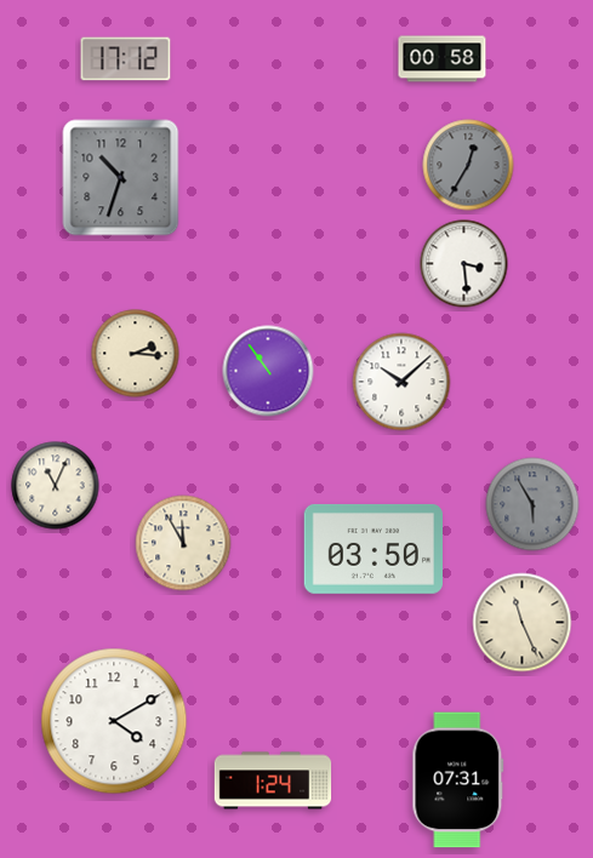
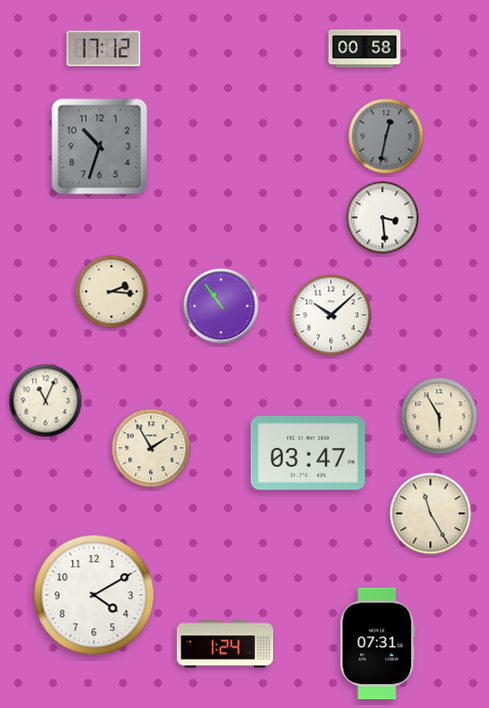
clock at (468, 165): 12:35 -> 12:32
clock at (532, 504) dial: grey -> cream
clock at (183, 543): 11:55 -> 1:55
clock at (372, 549): 03:50 -> 03:47
clock at (523, 623): 11:26 -> 11:25
